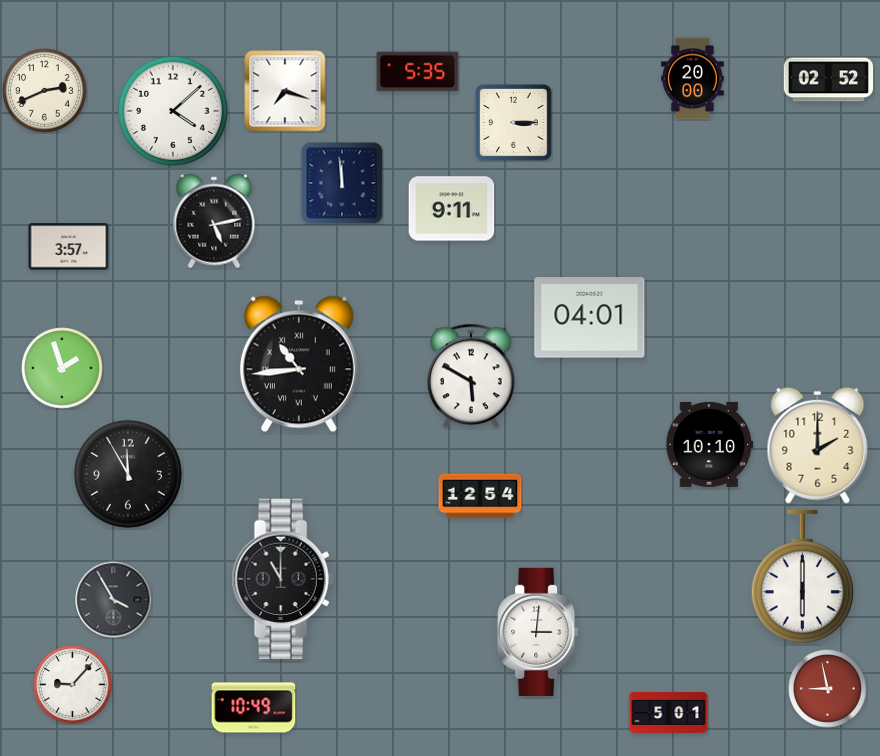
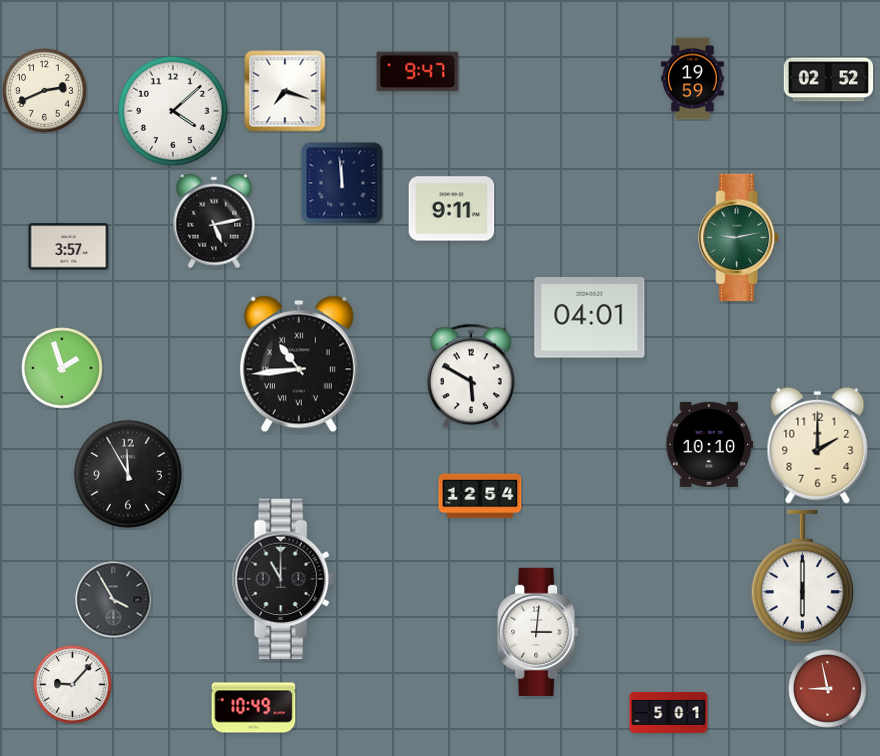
clock at (418, 72): 5:35 -> 9:47
clock at (693, 79): 20:00 -> 19:59
clock at (514, 123): 3:15 -> none
clock at (739, 237): none -> 9:13
